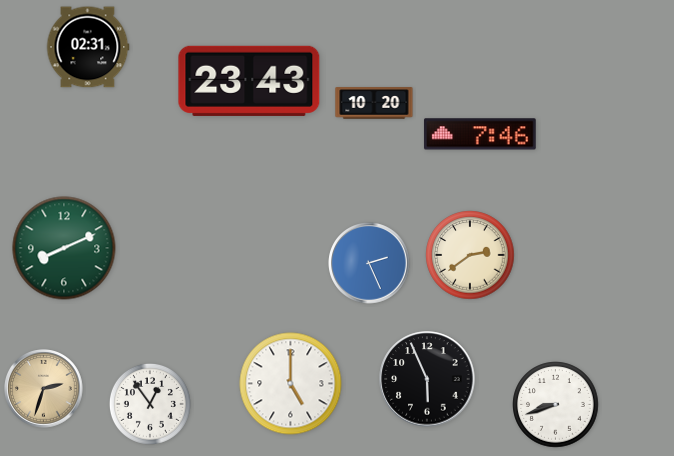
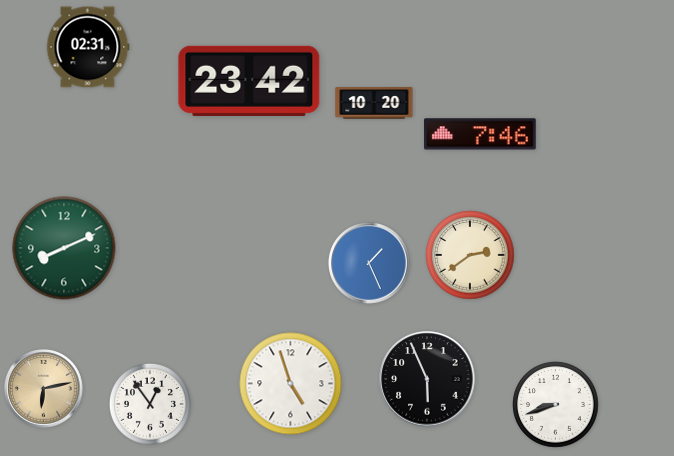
clock at (249, 81): 23:43 -> 23:42
clock at (369, 263): 2:26 -> 1:26
clock at (291, 384): 5:00 -> 4:57
clock at (44, 389): 2:33 -> 6:13
